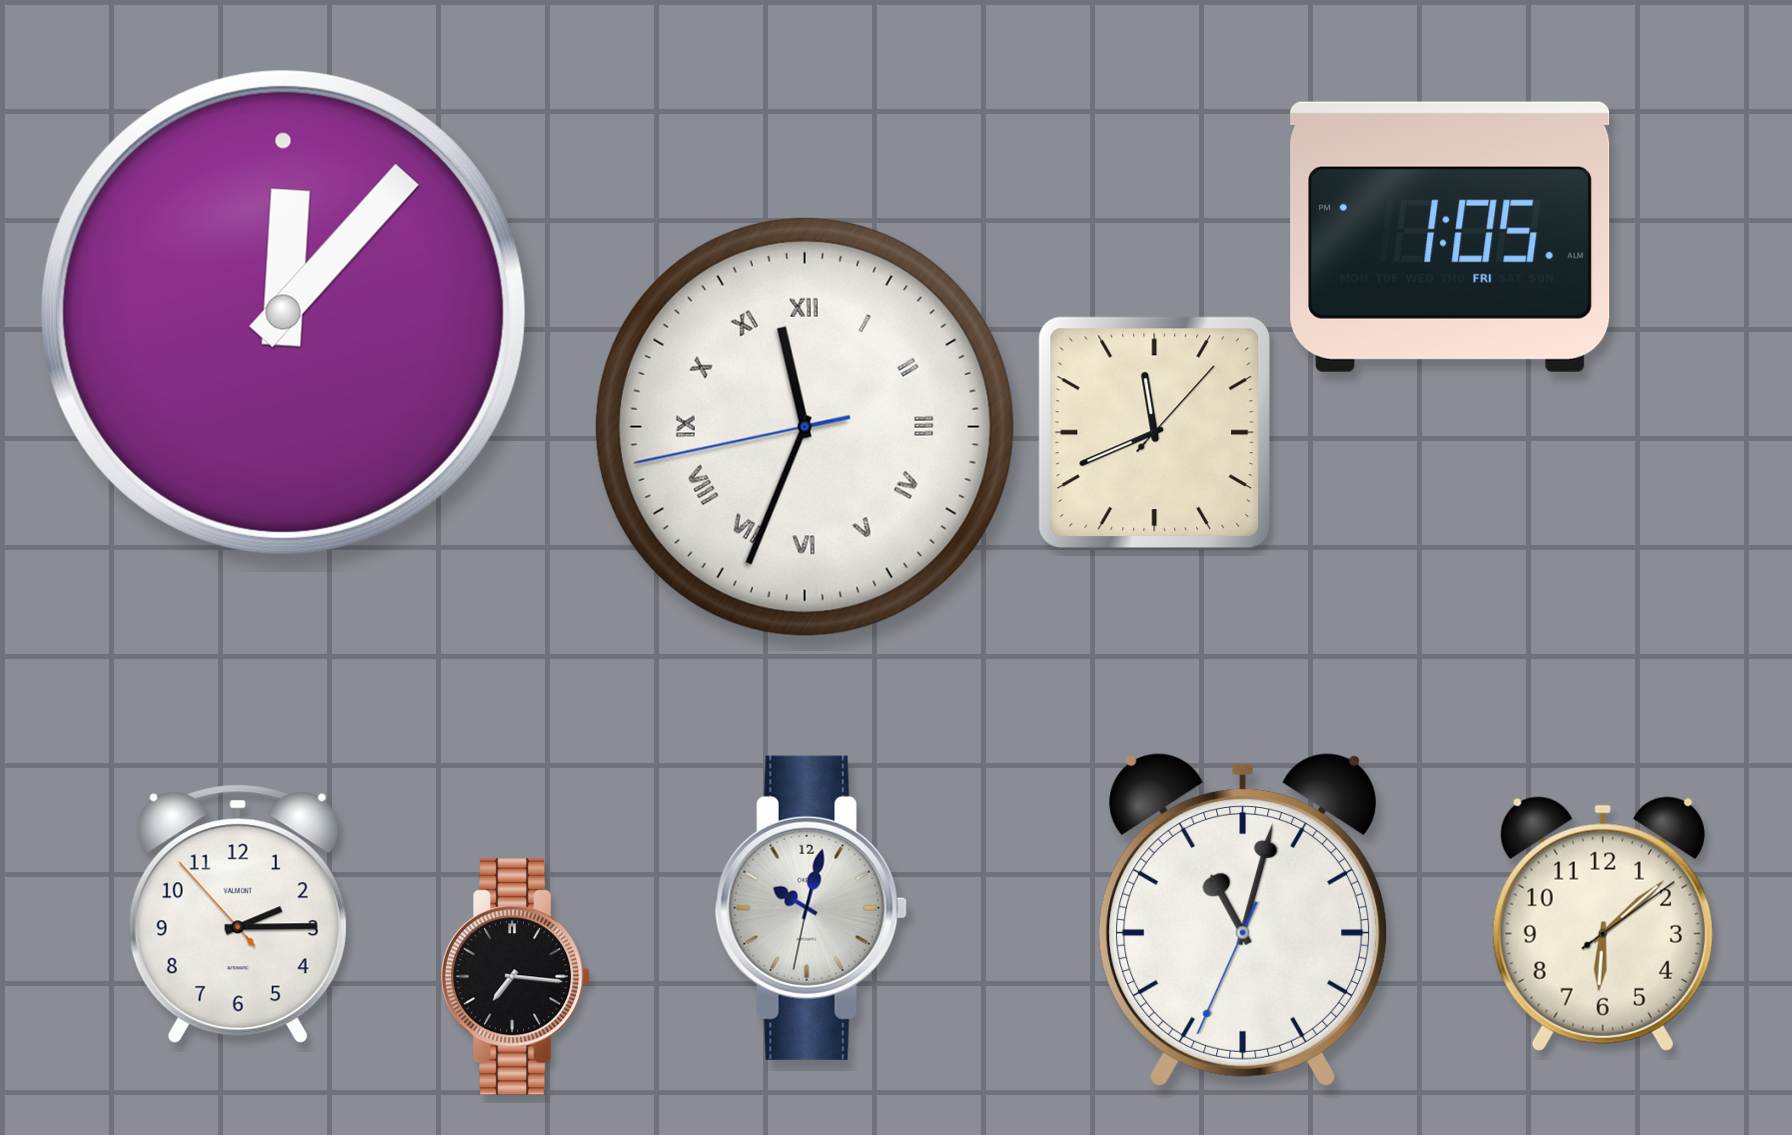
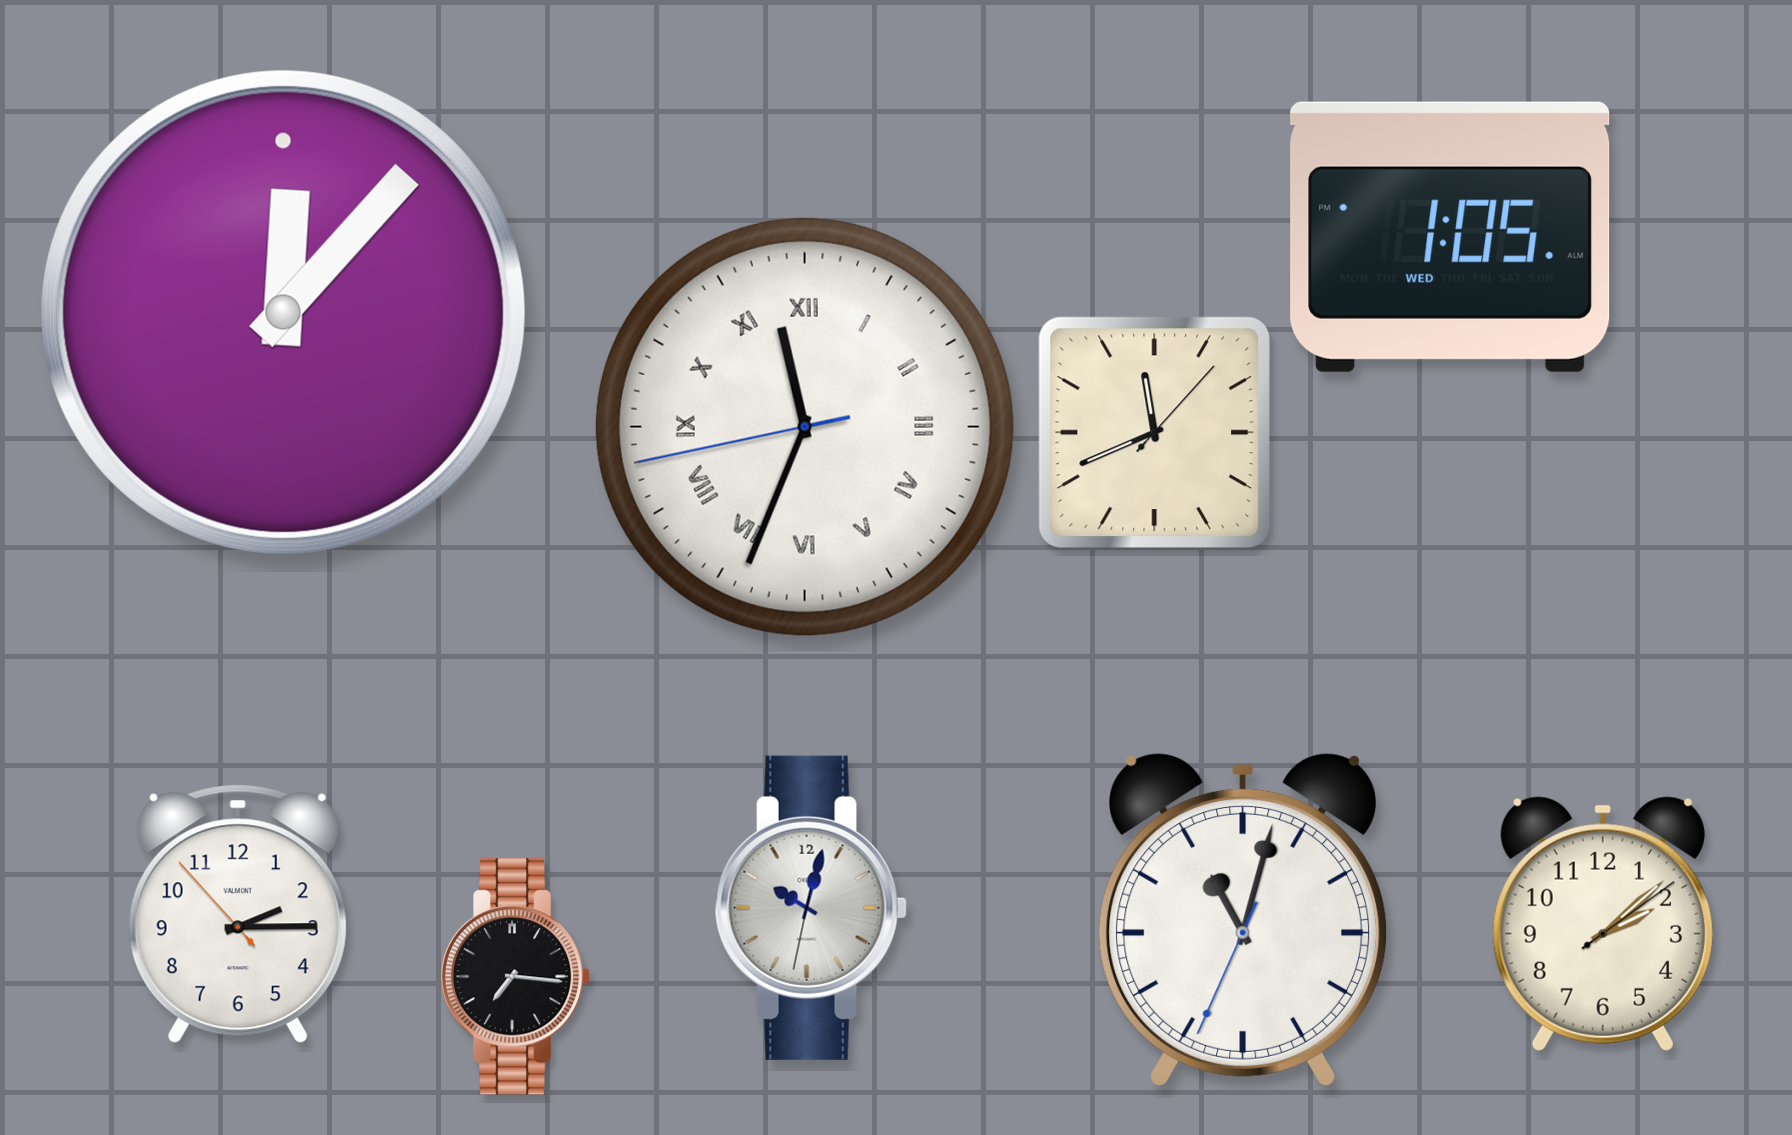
clock at (1450, 237) date: FRI -> WED
clock at (1603, 924): 6:08 -> 2:08
